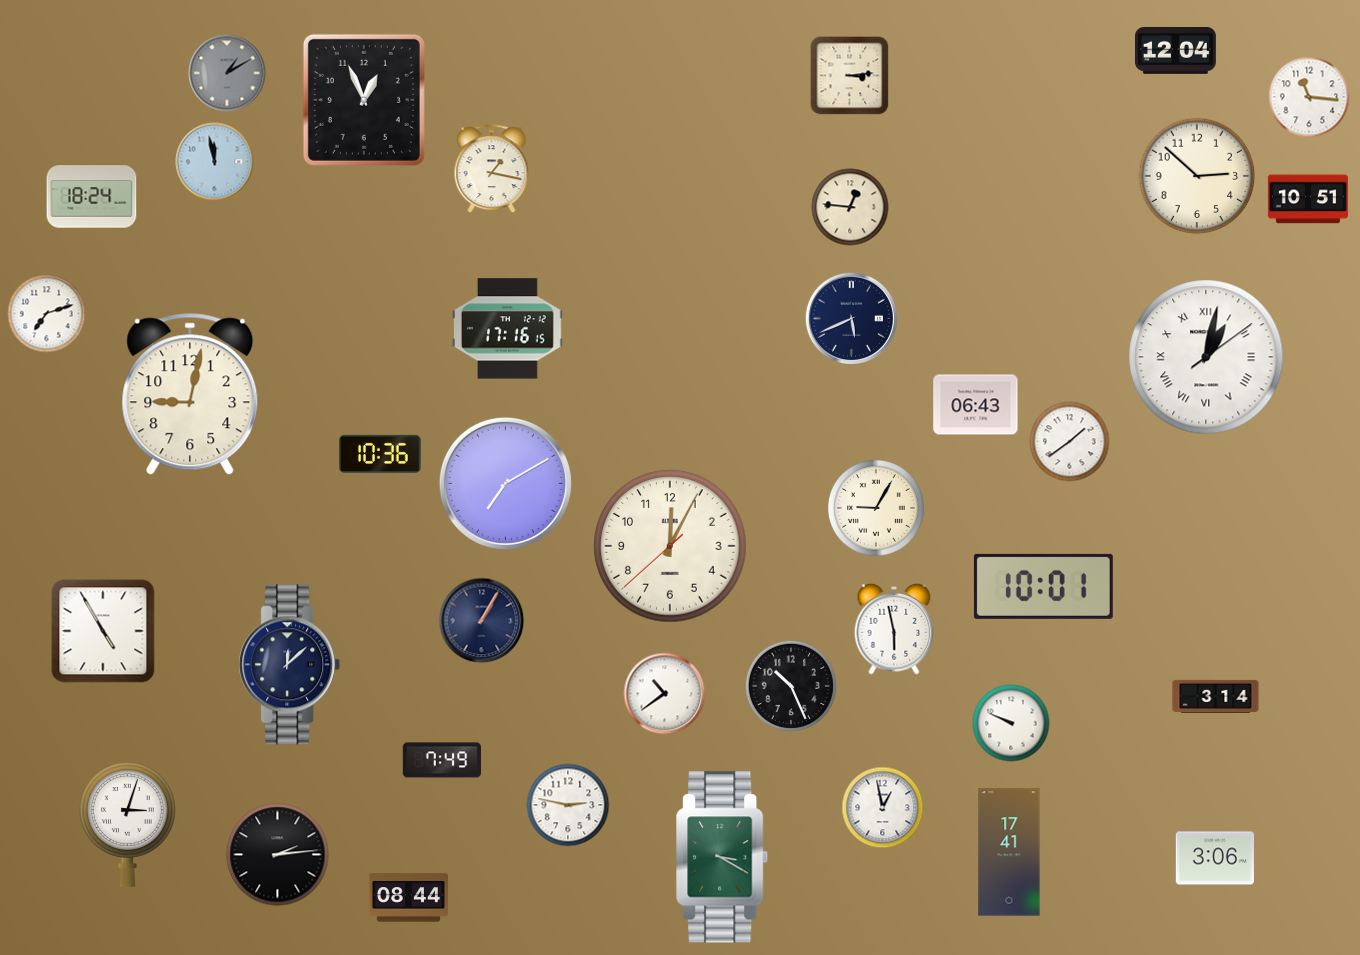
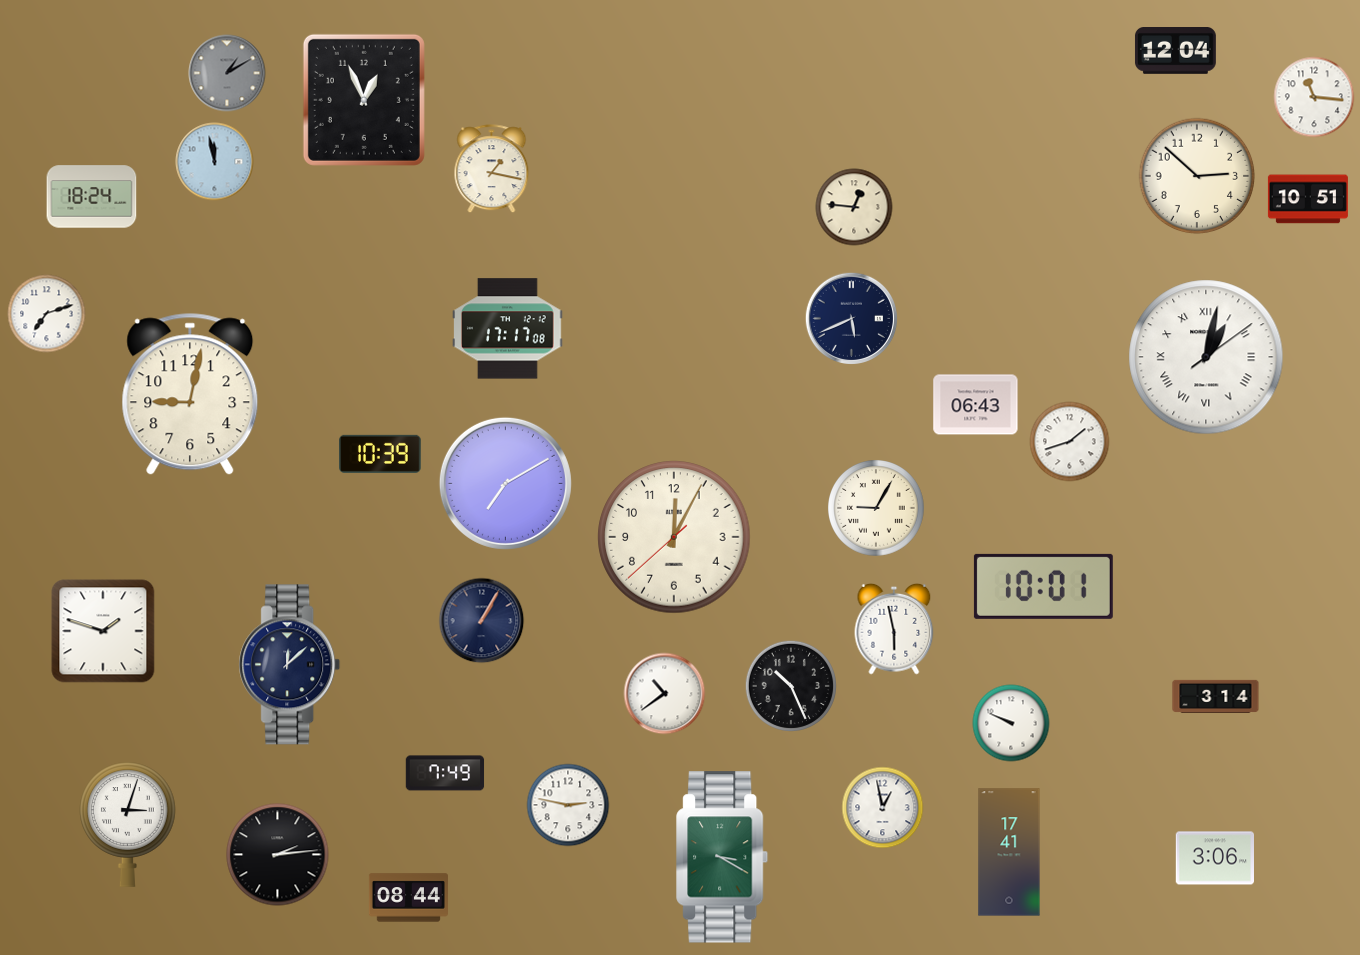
clock at (850, 76): 3:14 -> none
clock at (1309, 97) position: (1309, 97) -> (1314, 97)
clock at (850, 207) position: (850, 207) -> (854, 207)
clock at (508, 329): 17:16 -> 17:17
clock at (1070, 442): 1:39 -> 1:42
clock at (380, 454): 10:36 -> 10:39
clock at (670, 546) position: (670, 546) -> (674, 537)
clock at (103, 631): 4:55 -> 1:48
clock at (442, 760) position: (442, 760) -> (445, 773)
